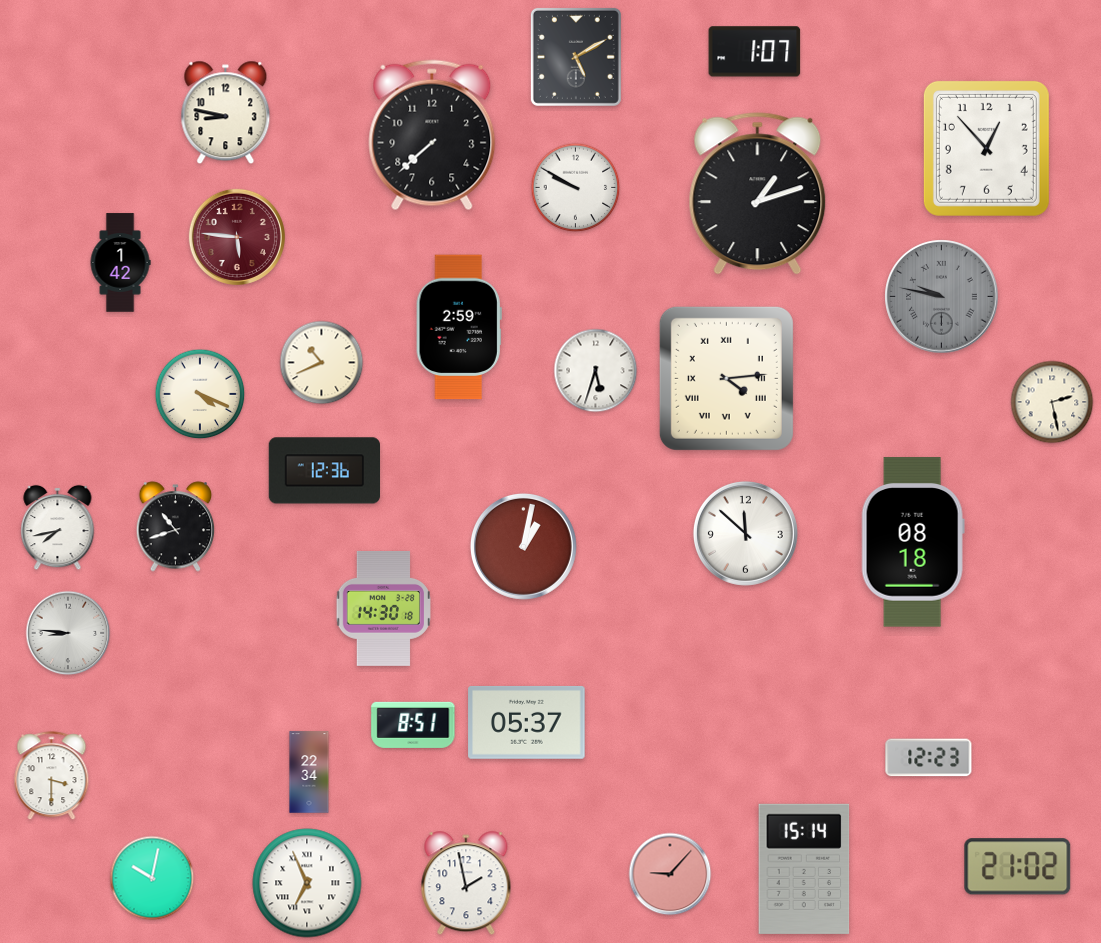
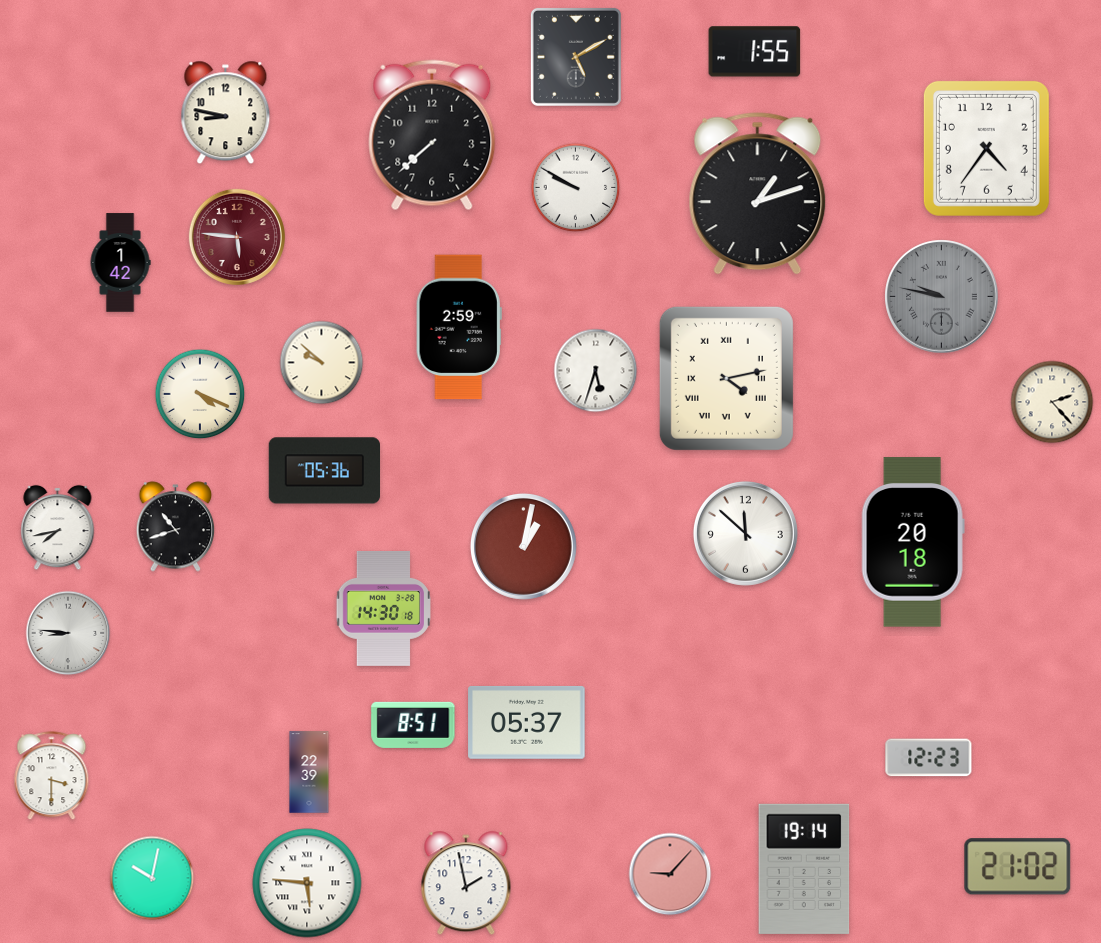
clock at (755, 52): 1:07 -> 1:55
clock at (986, 148): 12:53 -> 4:36
clock at (322, 363): 10:41 -> 9:52
clock at (726, 378): 4:14 -> 4:13
clock at (1052, 402): 2:28 -> 2:23
clock at (324, 471): 12:36 -> 05:36
clock at (913, 542): 08:18 -> 20:18
clock at (309, 772): 22:34 -> 22:39
clock at (804, 869): 15:14 -> 19:14
clock at (307, 883): 6:56 -> 5:46
